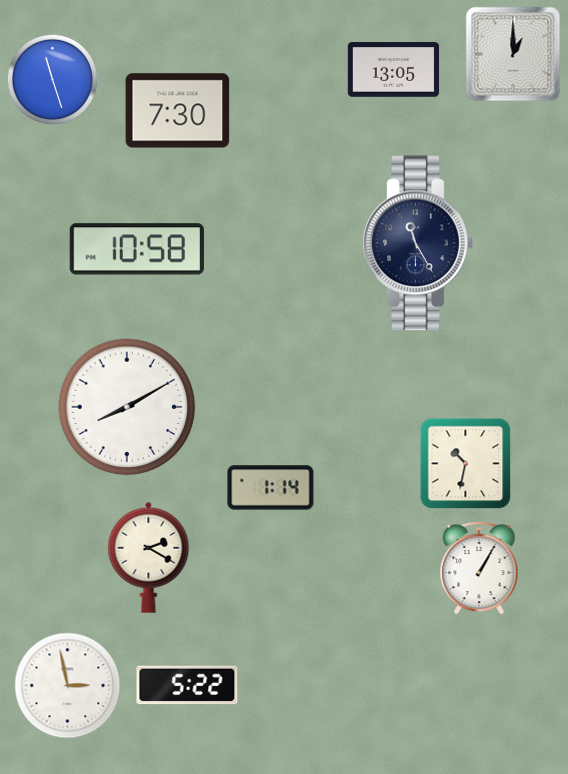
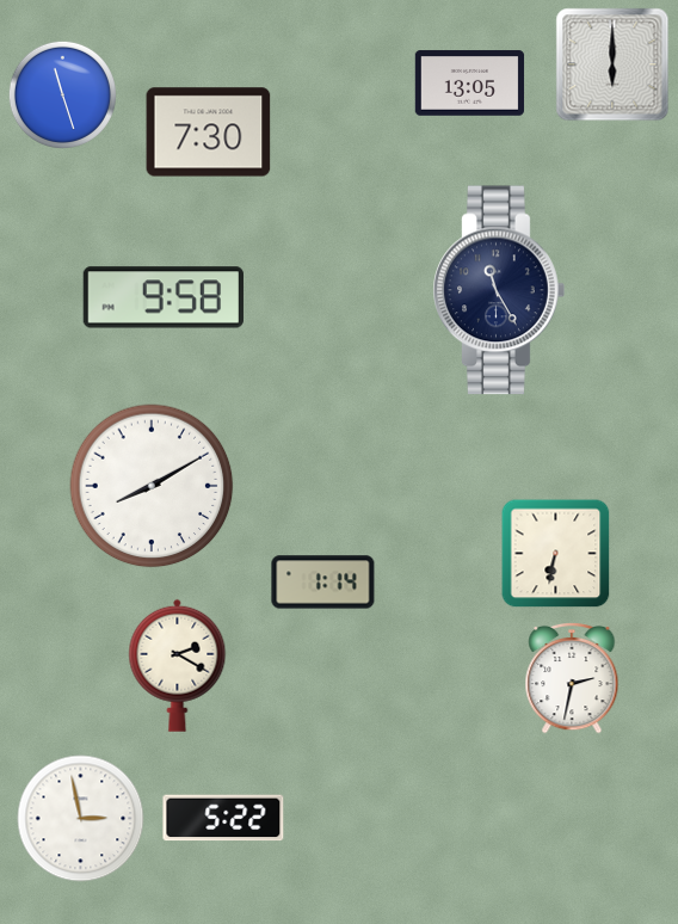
clock at (513, 54): 1:00 -> 6:00
clock at (178, 111) position: (178, 111) -> (209, 133)
clock at (137, 249): 10:58 -> 9:58
clock at (466, 464): 10:32 -> 6:32
clock at (479, 568): 1:05 -> 2:32
